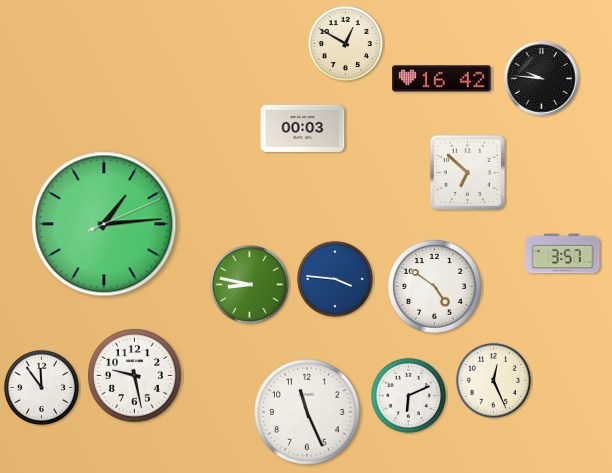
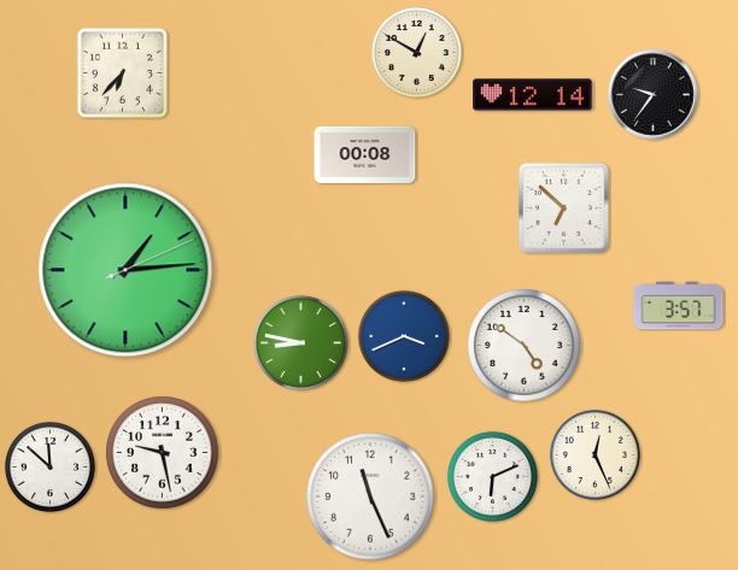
clock at (122, 72): none -> 6:37
clock at (442, 79): 16:42 -> 12:14
clock at (542, 79): 9:46 -> 9:36
clock at (303, 128): 00:03 -> 00:08
clock at (335, 279): 3:46 -> 3:41
clock at (493, 380) position: (493, 380) -> (594, 454)
clock at (41, 387): 11:54 -> 11:52
